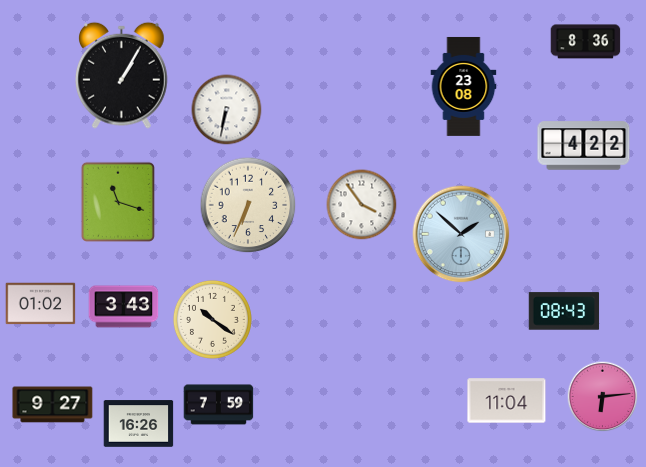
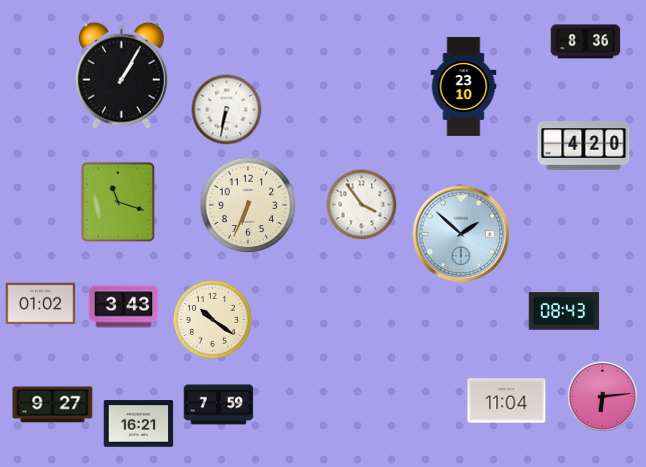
clock at (464, 86): 23:08 -> 23:10
clock at (584, 146): 4:22 -> 4:20
clock at (139, 424): 16:26 -> 16:21
